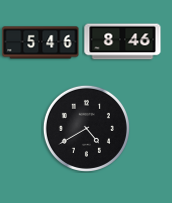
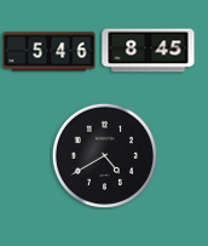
clock at (123, 42): 8:46 -> 8:45
